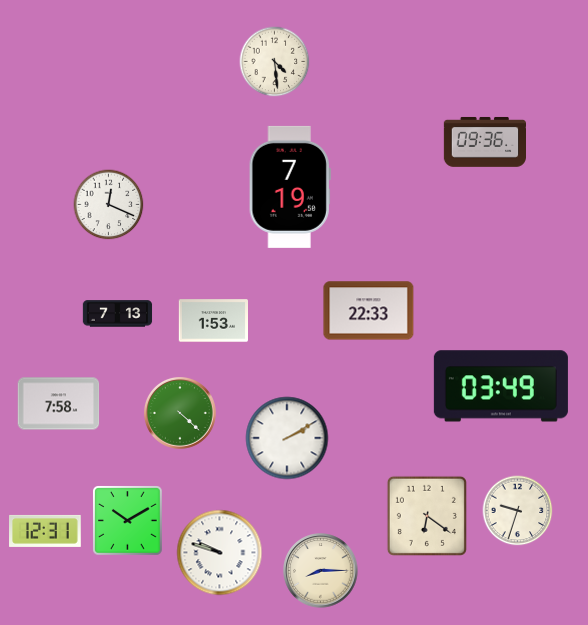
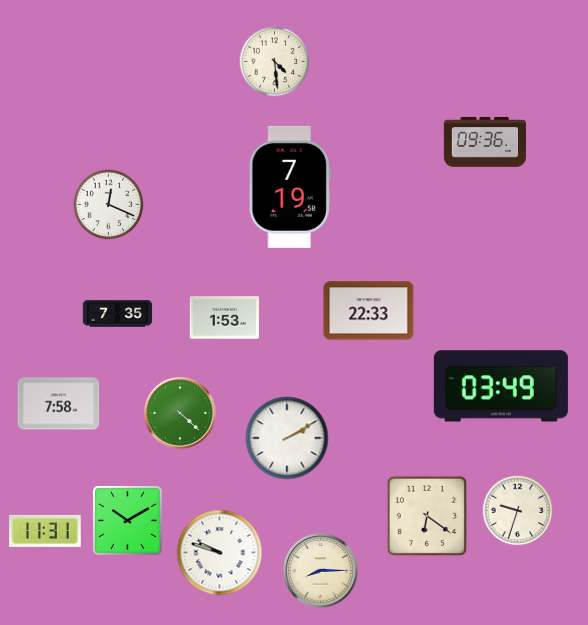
clock at (118, 314): 7:13 -> 7:35
clock at (214, 321) position: (214, 321) -> (225, 318)
clock at (45, 531): 12:31 -> 11:31
